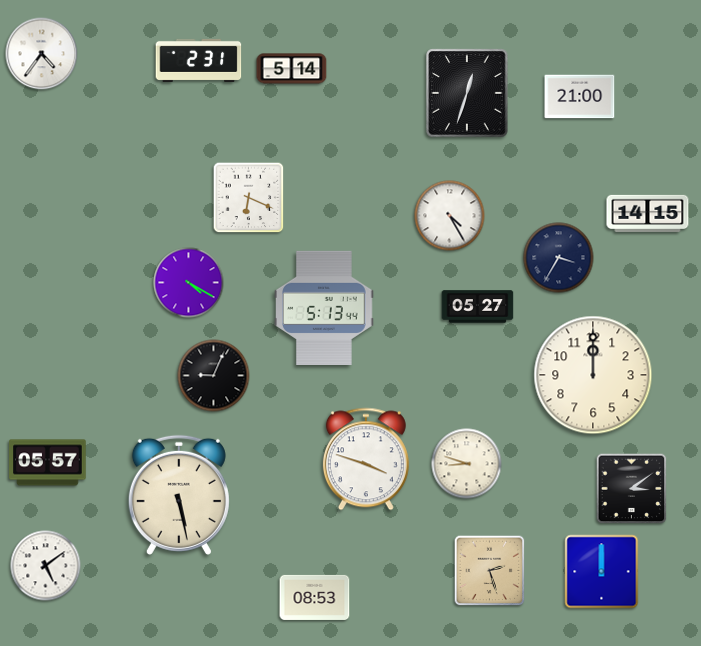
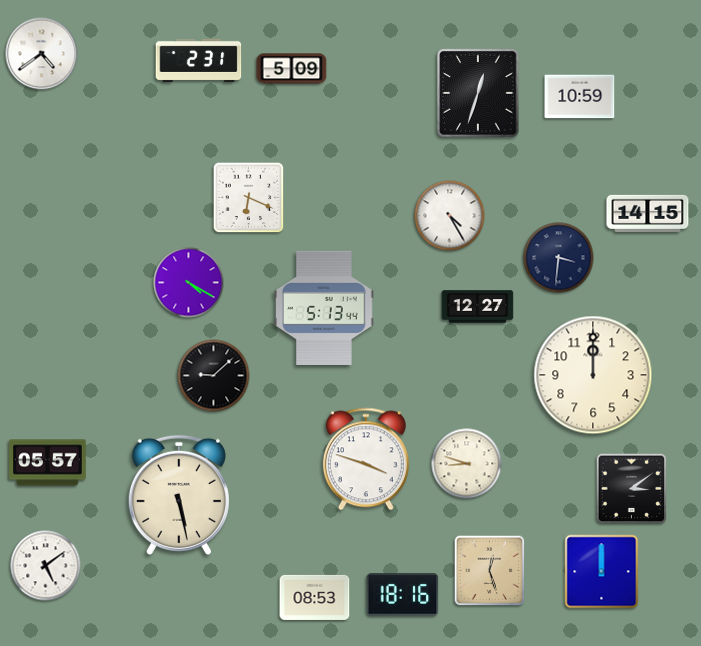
clock at (42, 54): 4:36 -> 4:39
clock at (292, 69): 5:14 -> 5:09
clock at (467, 93) position: (467, 93) -> (478, 93)
clock at (580, 97): 21:00 -> 10:59
clock at (559, 258): 3:35 -> 3:31
clock at (478, 307): 05:27 -> 12:27
clock at (214, 376): 9:04 -> 9:08
clock at (490, 571): 2:27 -> 12:27
clock at (403, 595): none -> 18:16
